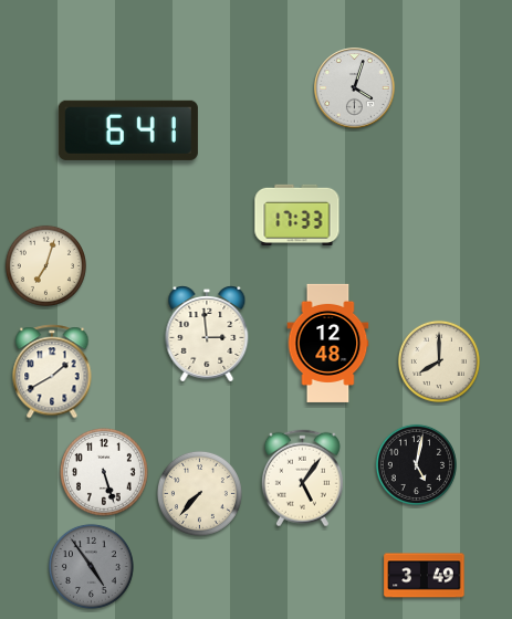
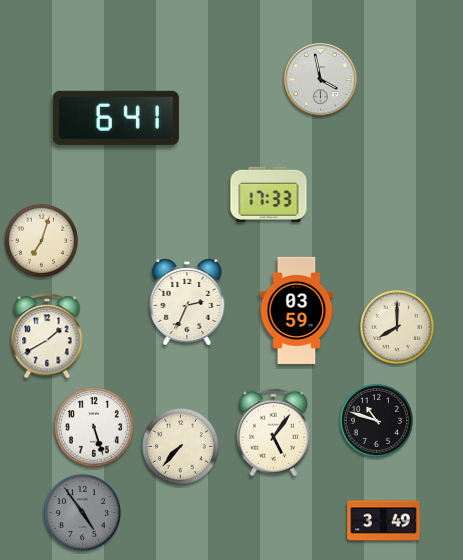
clock at (355, 88): 4:03 -> 3:58
clock at (207, 334): 2:59 -> 2:34
clock at (328, 343): 12:48 -> 03:59
clock at (416, 464): 5:02 -> 10:48
